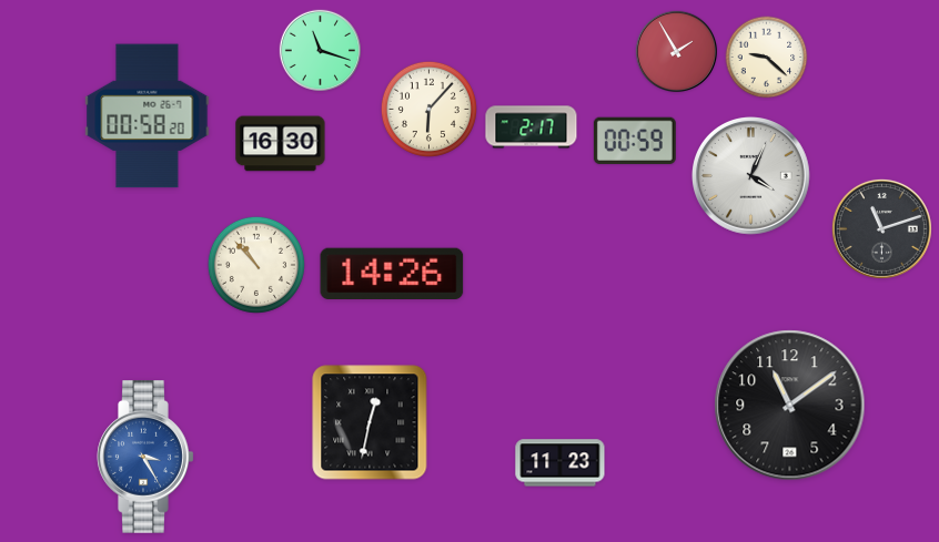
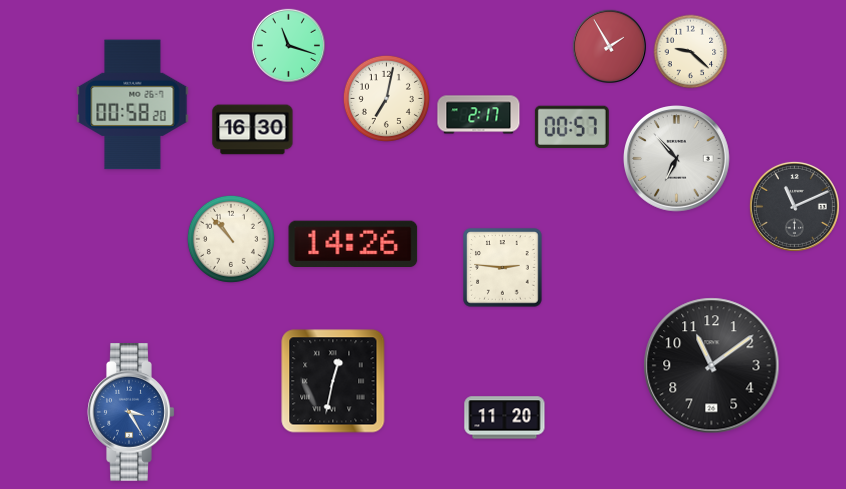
clock at (428, 109): 6:07 -> 7:02
clock at (635, 141): 00:59 -> 00:57
clock at (751, 176): 4:04 -> 6:53
clock at (881, 228): 11:12 -> 11:11
clock at (392, 274) position: (392, 274) -> (353, 244)
clock at (503, 268): none -> 2:46
clock at (561, 463): 11:23 -> 11:20
